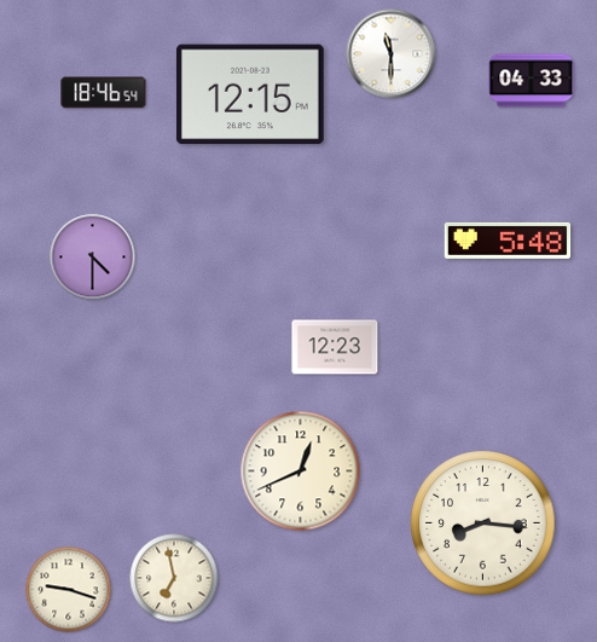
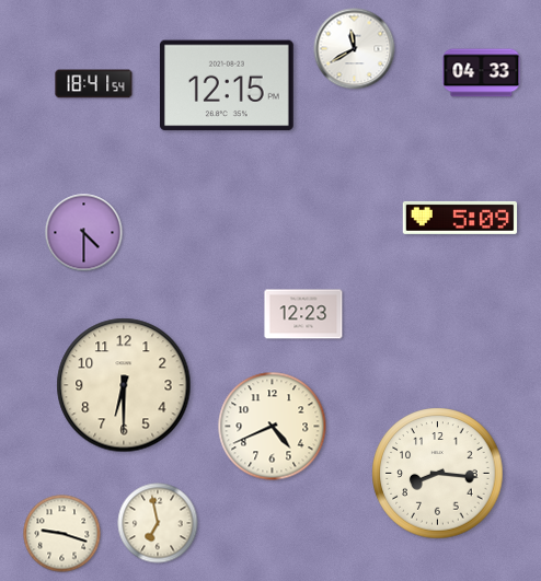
clock at (392, 54): 11:30 -> 11:40
clock at (104, 93): 18:46 -> 18:41
clock at (508, 241): 5:48 -> 5:09
clock at (124, 385): none -> 6:30
clock at (301, 472): 12:41 -> 4:41
